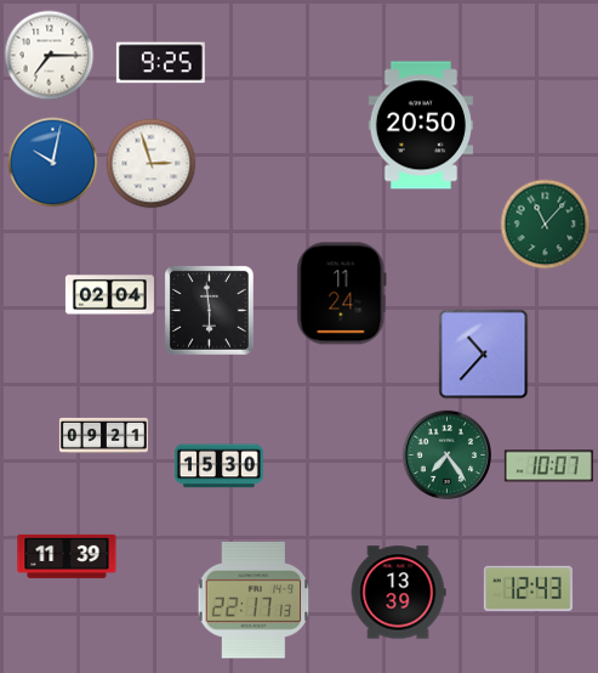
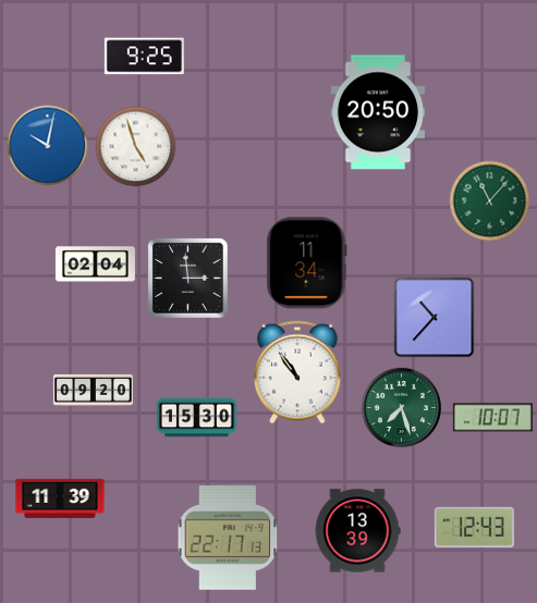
clock at (50, 56): 7:15 -> none
clock at (152, 164): 2:57 -> 4:57
clock at (342, 294): 11:24 -> 11:34
clock at (109, 295) position: (109, 295) -> (95, 264)
clock at (209, 310): 5:59 -> 2:59
clock at (298, 372): none -> 10:54
clock at (103, 435): 09:21 -> 09:20
clock at (446, 454): 7:24 -> 7:27
